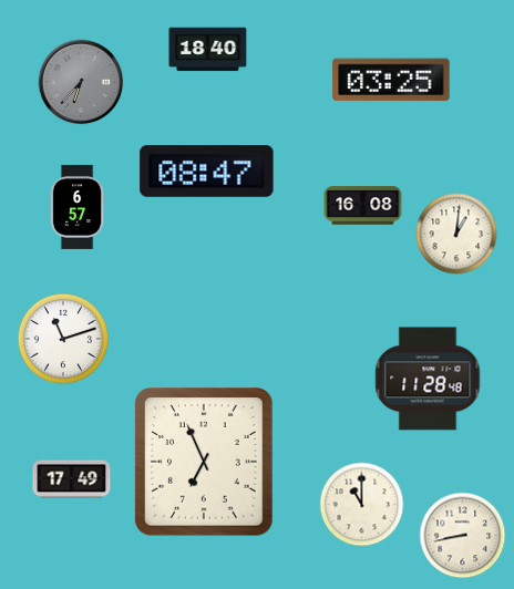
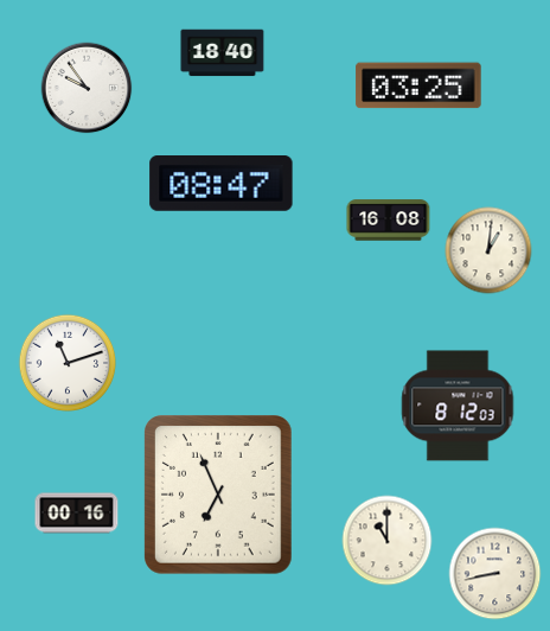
clock at (81, 82): 6:37 -> 9:54
clock at (81, 82) dial: grey -> white
clock at (78, 207): 6:57 -> none
clock at (428, 379): 11:28 -> 8:12
clock at (72, 479): 17:49 -> 00:16
